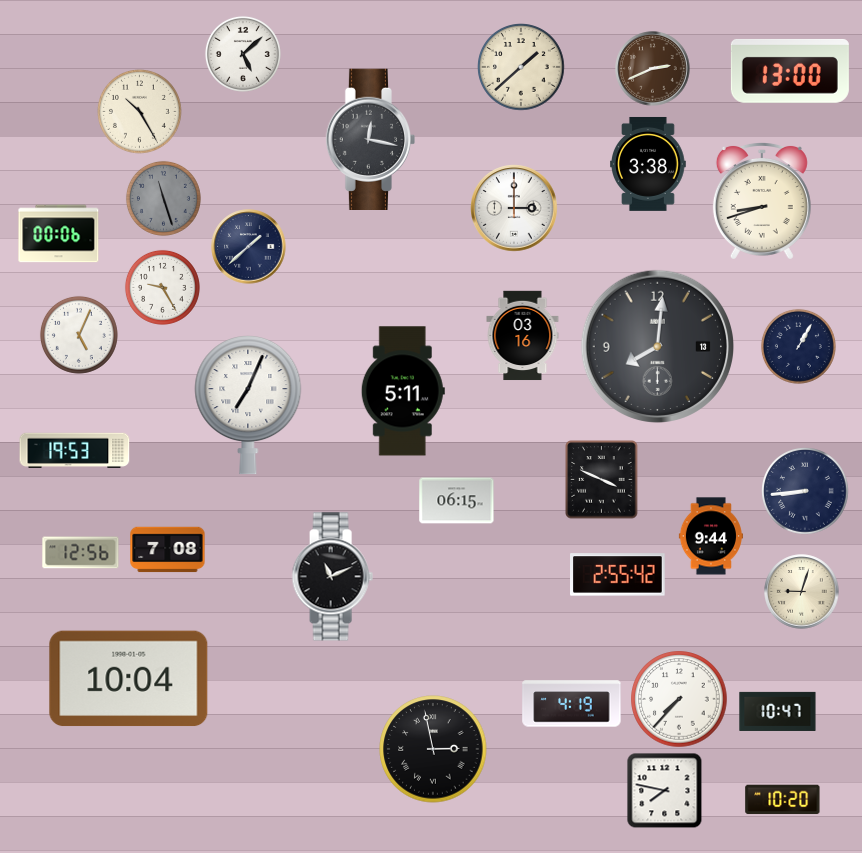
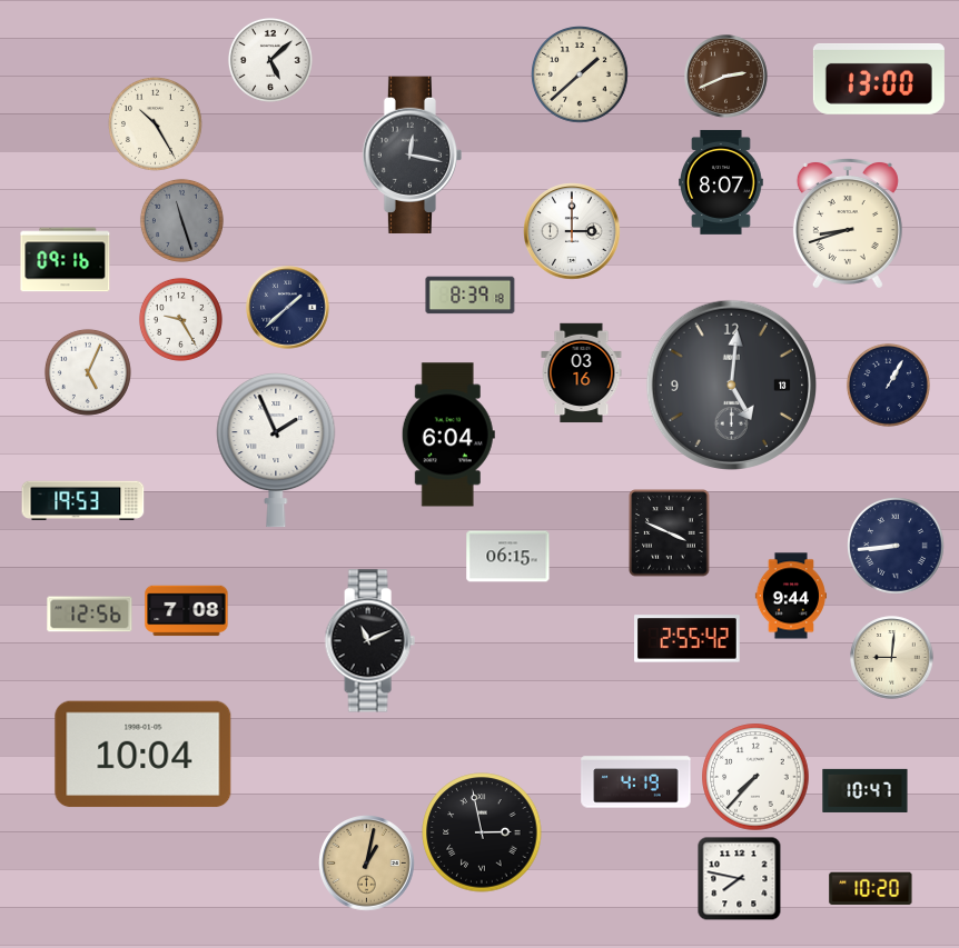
clock at (649, 164): 3:38 -> 8:07
clock at (59, 234): 00:06 -> 09:16
clock at (249, 247) position: (249, 247) -> (288, 308)
clock at (471, 296): none -> 8:39
clock at (657, 346): 8:01 -> 5:01
clock at (403, 391): 5:11 -> 6:04
clock at (248, 406): 7:04 -> 1:56
clock at (802, 592): 9:03 -> 9:01
clock at (367, 864): none -> 1:02
